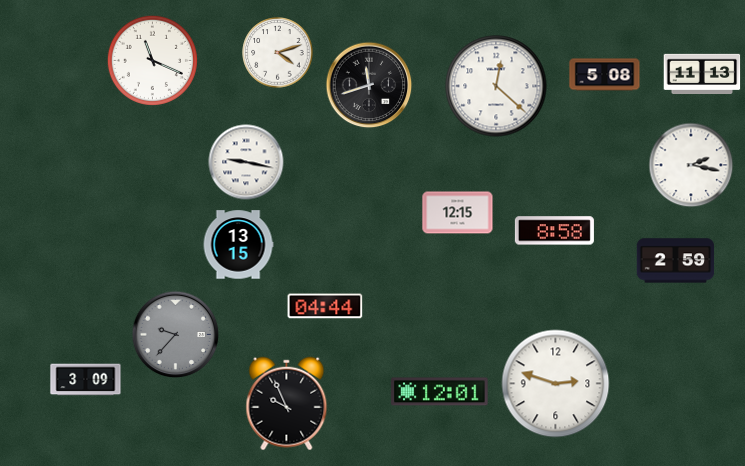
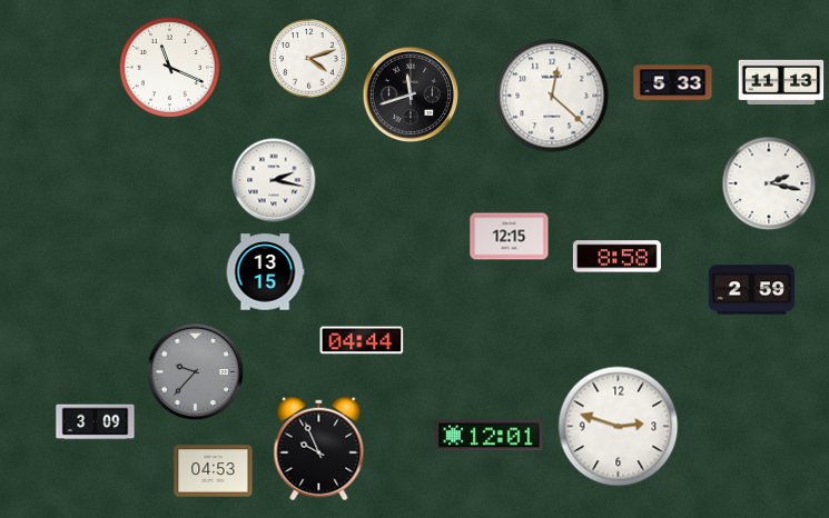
clock at (605, 75): 5:08 -> 5:33
clock at (246, 162): 9:17 -> 2:17
clock at (214, 471): none -> 04:53
